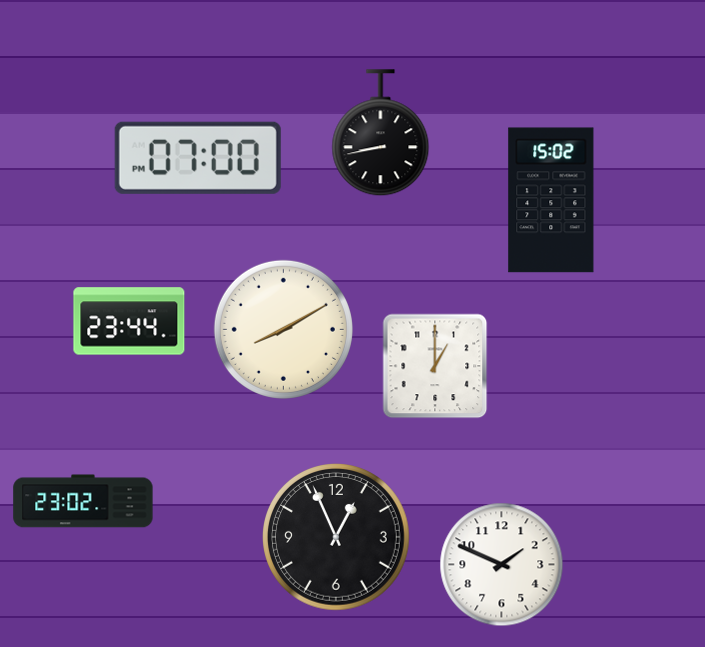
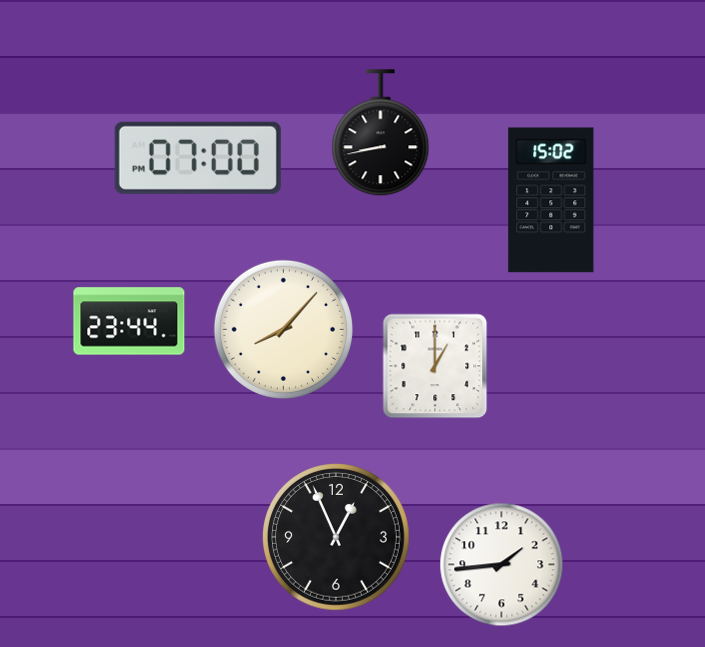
clock at (283, 329): 8:10 -> 8:07
clock at (83, 501): 23:02 -> none
clock at (502, 565): 1:49 -> 1:44
